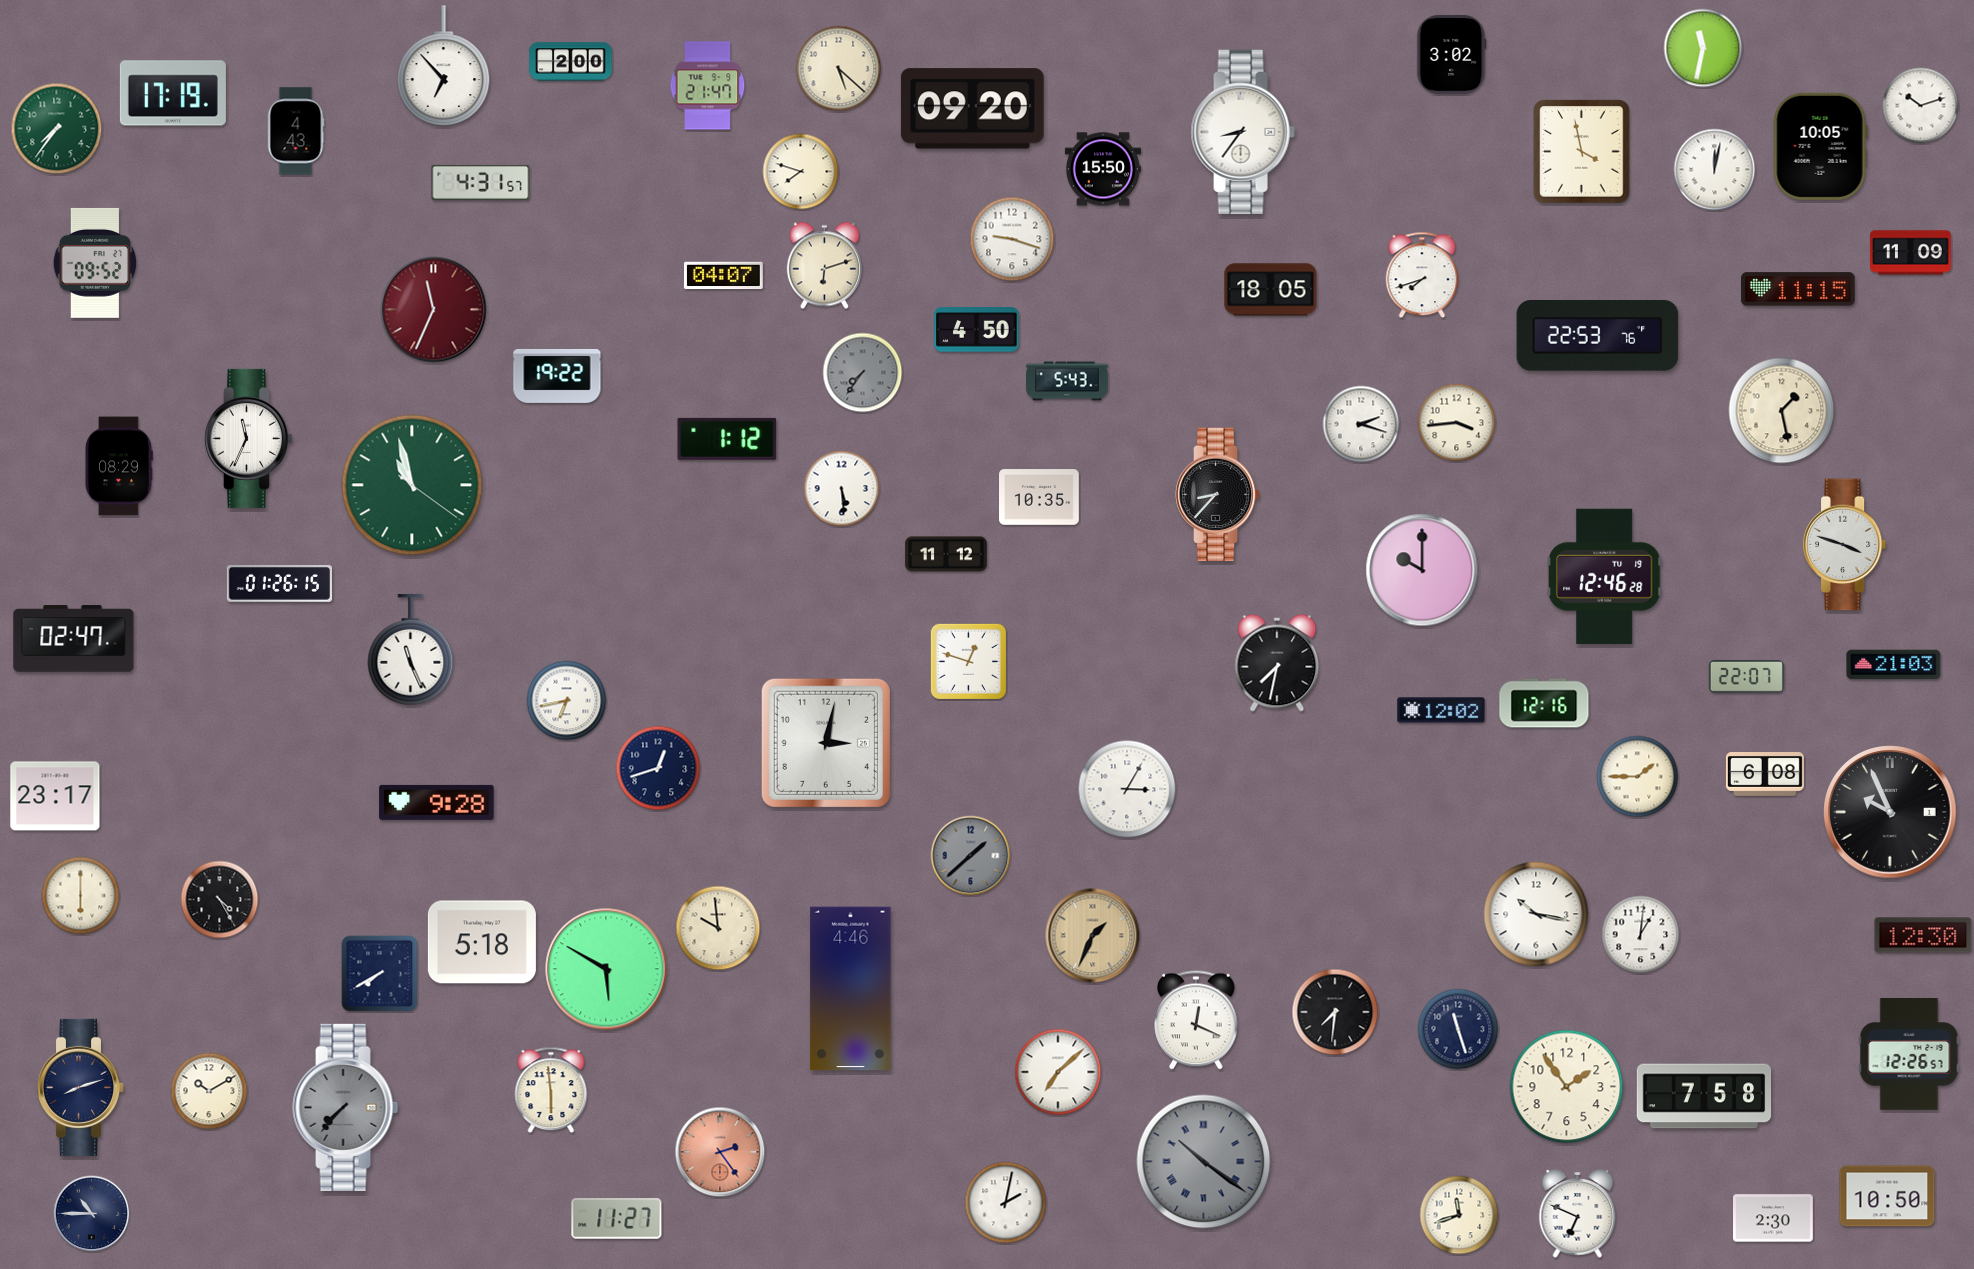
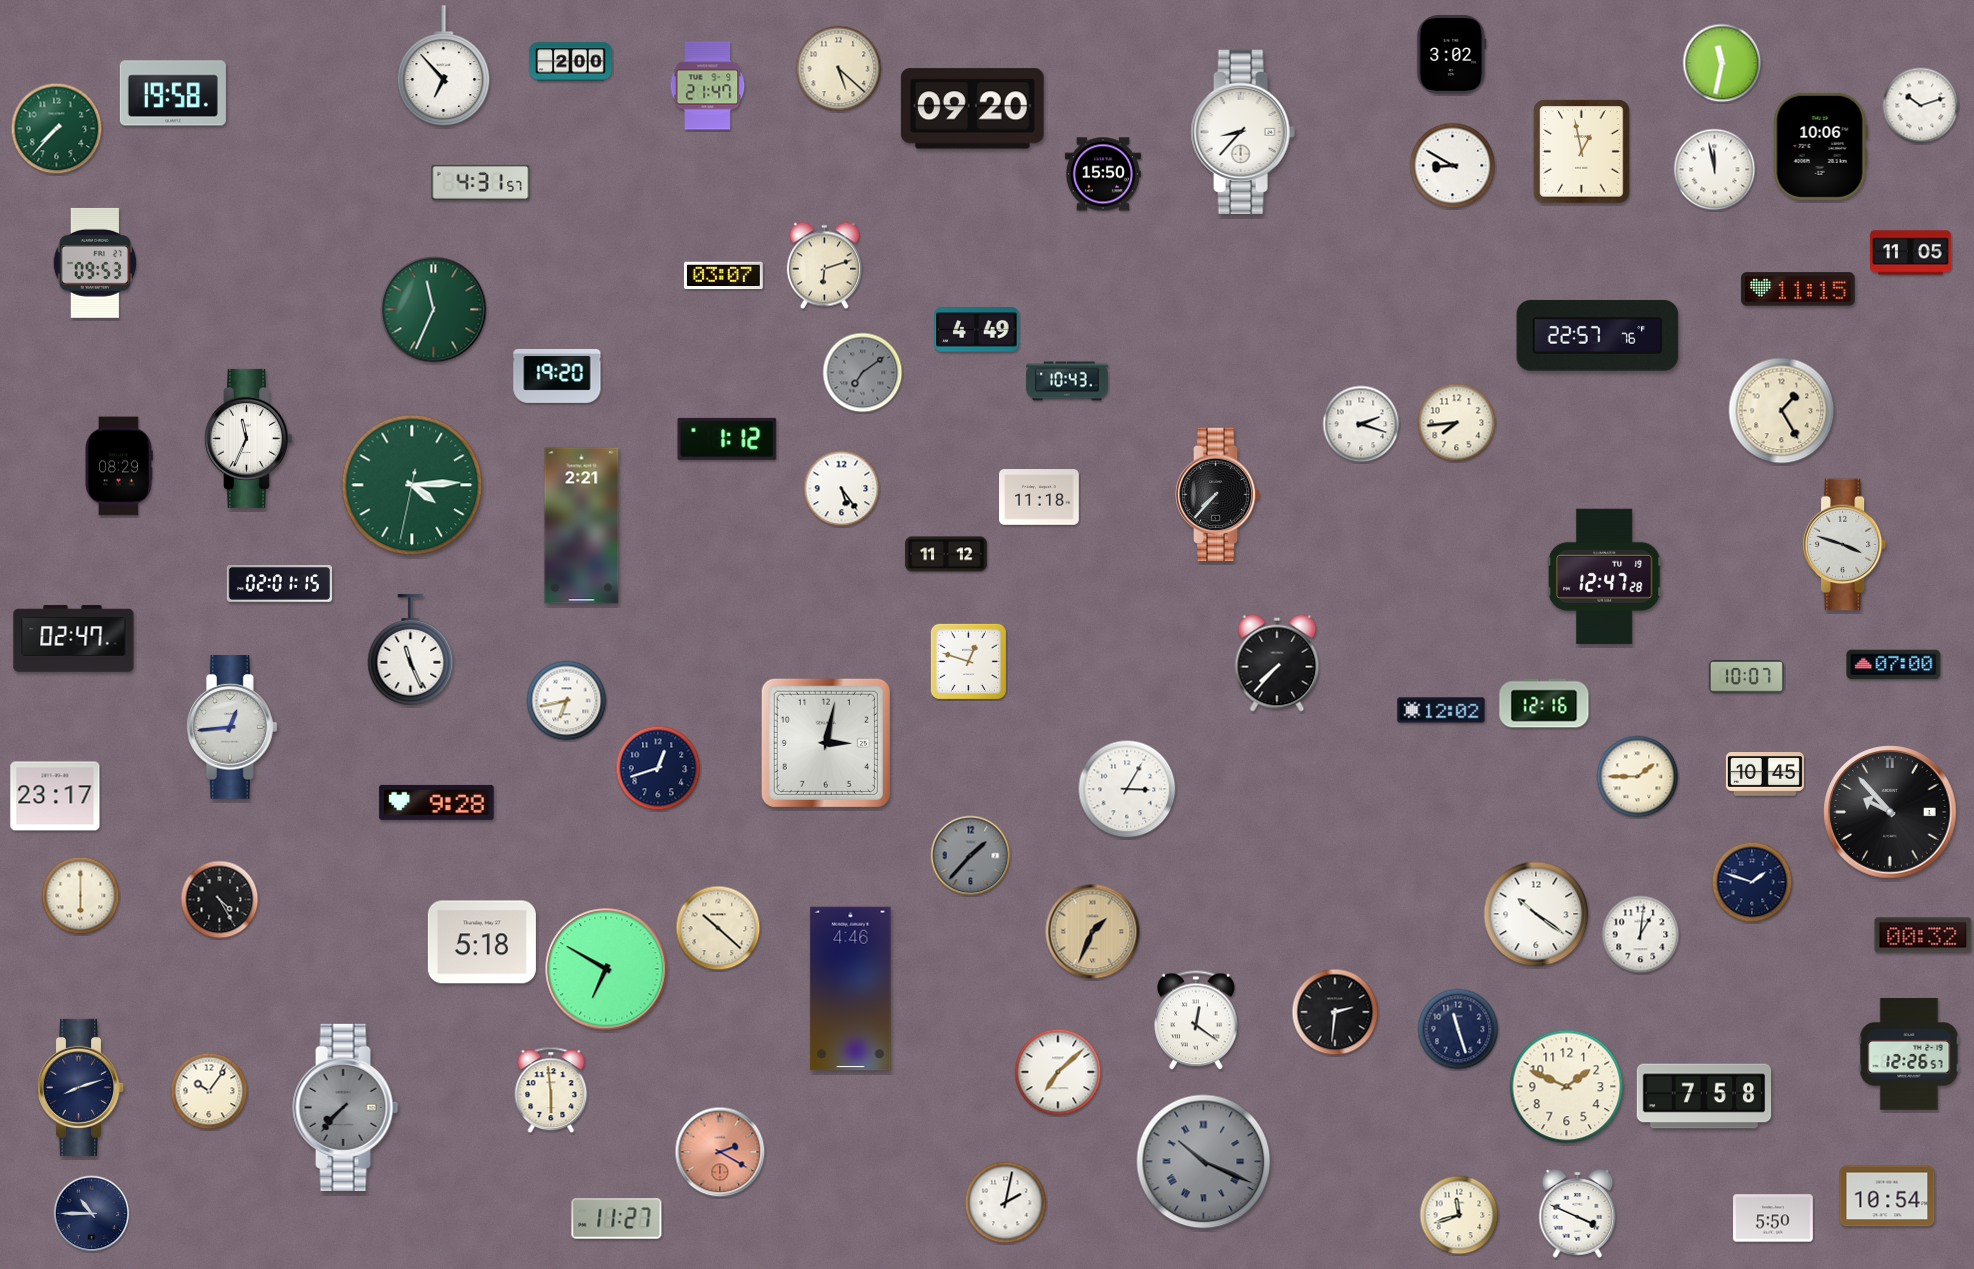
clock at (1703, 48) position: (1703, 48) -> (1722, 63)
clock at (173, 93): 17:19 -> 19:58
clock at (57, 129): 7:36 -> 7:37
clock at (296, 131): 4:43 -> none
clock at (1243, 131): 8:36 -> 8:37
clock at (1820, 146): 10:05 -> 10:06
clock at (1582, 152): 3:58 -> 12:58
clock at (1453, 166): none -> 8:50
clock at (1103, 169) position: (1103, 169) -> (1103, 174)
clock at (1715, 170): 12:02 -> 11:58
clock at (801, 172): 7:48 -> none
clock at (1012, 239): 9:18 -> none
clock at (1911, 253): 11:09 -> 11:05
clock at (95, 263): 09:52 -> 09:53
clock at (1422, 275): 7:42 -> none
clock at (723, 276): 04:07 -> 03:07
clock at (1271, 290): 18:05 -> none
clock at (434, 310) dial: burgundy -> green
clock at (977, 330): 4:50 -> 4:49
clock at (1598, 336): 22:53 -> 22:57
clock at (863, 373): 7:36 -> 7:09
clock at (557, 376): 19:22 -> 19:20
clock at (1067, 381): 5:43 -> 10:43
clock at (1782, 411): 1:28 -> 1:25
clock at (1457, 423): 3:44 -> 7:44
clock at (412, 485): 10:57 -> 4:14
clock at (842, 489): 5:29 -> 5:24
clock at (1218, 495): 8:37 -> 7:37
clock at (1040, 497): 10:35 -> 11:18
clock at (582, 526): none -> 2:21
clock at (1422, 570): 10:00 -> none
clock at (1604, 576): 12:46 -> 12:47
clock at (279, 584): 01:26 -> 02:01
clock at (1277, 663): 7:32 -> 7:37
clock at (1894, 665): 21:03 -> 07:00
clock at (1746, 677): 22:07 -> 10:07
clock at (233, 727): none -> 12:44
clock at (1765, 775): 6:08 -> 10:45
clock at (1890, 812): 9:56 -> 9:53
clock at (971, 856): 1:38 -> 1:37
clock at (1752, 882): none -> 1:48
clock at (1536, 914): 10:17 -> 10:21
clock at (718, 928): 9:59 -> 10:22
clock at (1923, 935): 12:30 -> 00:32
clock at (1093, 936) position: (1093, 936) -> (1093, 932)
clock at (606, 969): 5:50 -> 6:50
clock at (380, 974): 7:40 -> none
clock at (1335, 1012): 7:31 -> 2:31
clock at (1196, 1020): 12:19 -> 12:21
clock at (1567, 1087): 1:54 -> 1:49
clock at (209, 1091): 10:10 -> 10:06
clock at (720, 1152): 2:24 -> 2:20
clock at (1204, 1162): 10:21 -> 10:19
clock at (1887, 1196): 10:50 -> 10:54
clock at (1578, 1214): 6:49 -> 3:49
clock at (1774, 1218): 2:30 -> 5:50
